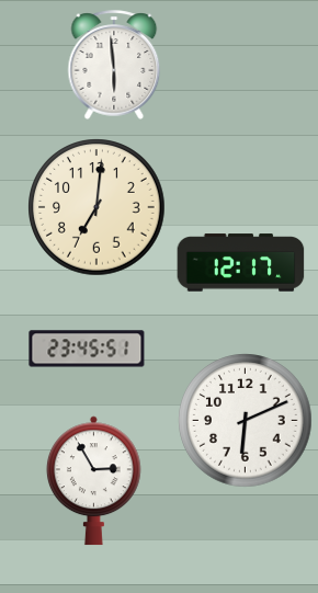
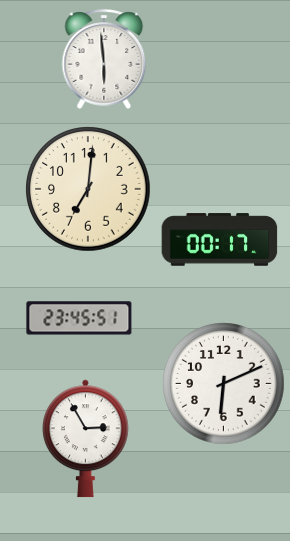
clock at (241, 263): 12:17 -> 00:17
